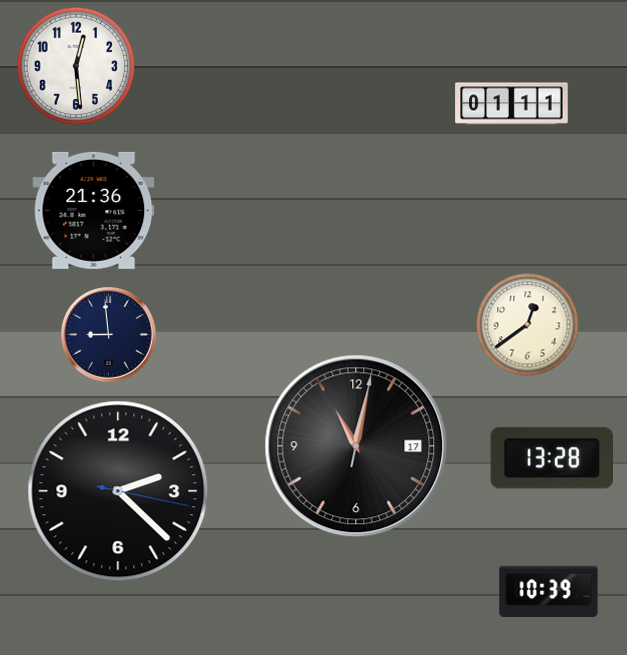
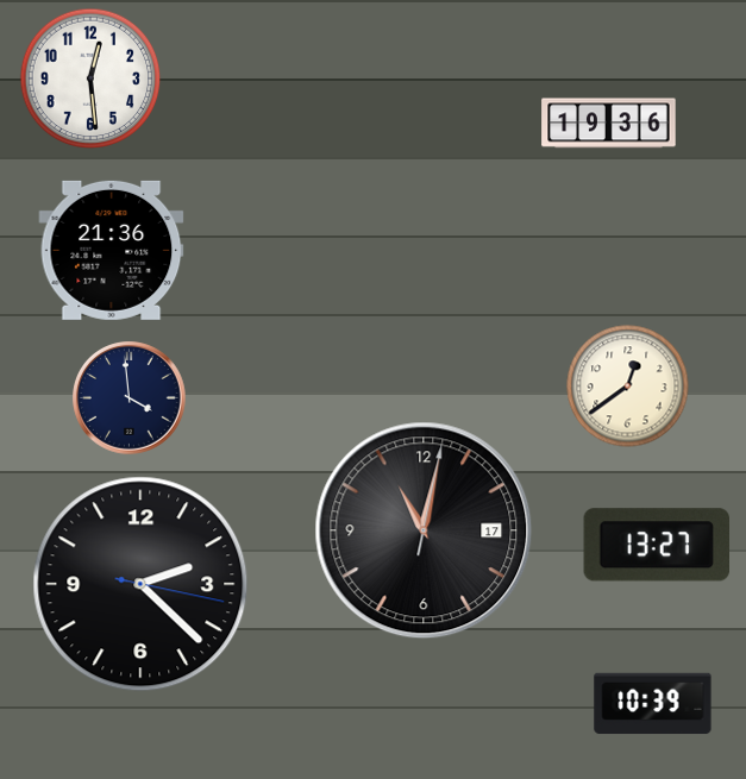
clock at (512, 104): 01:11 -> 19:36
clock at (109, 335): 8:59 -> 3:59
clock at (552, 458): 13:28 -> 13:27
